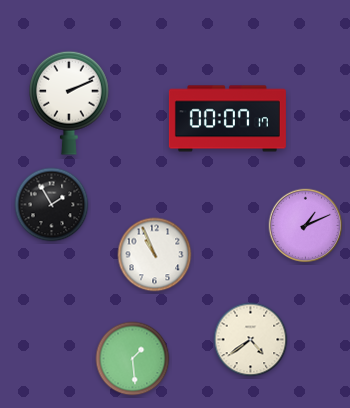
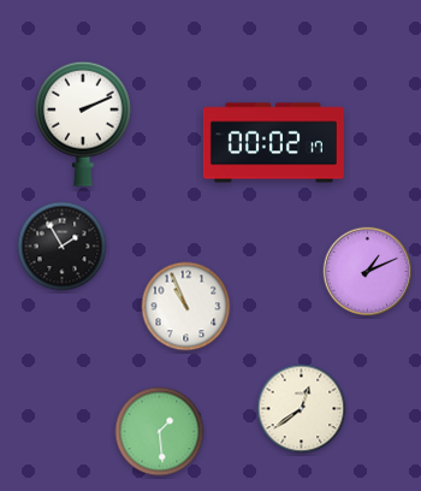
clock at (227, 119): 00:07 -> 00:02
clock at (251, 340): 4:39 -> 12:39
